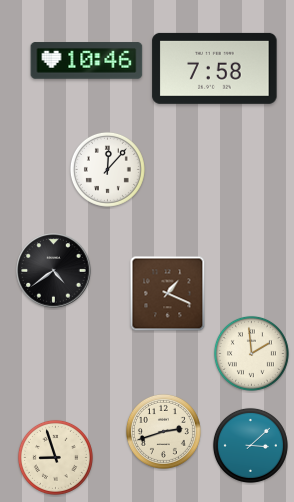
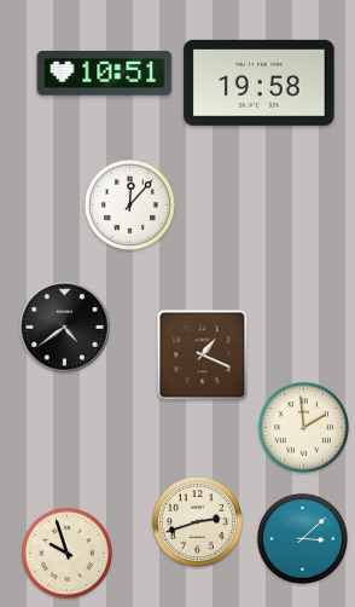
clock at (87, 61): 10:46 -> 10:51
clock at (215, 68): 7:58 -> 19:58
clock at (55, 457): 8:57 -> 9:57
